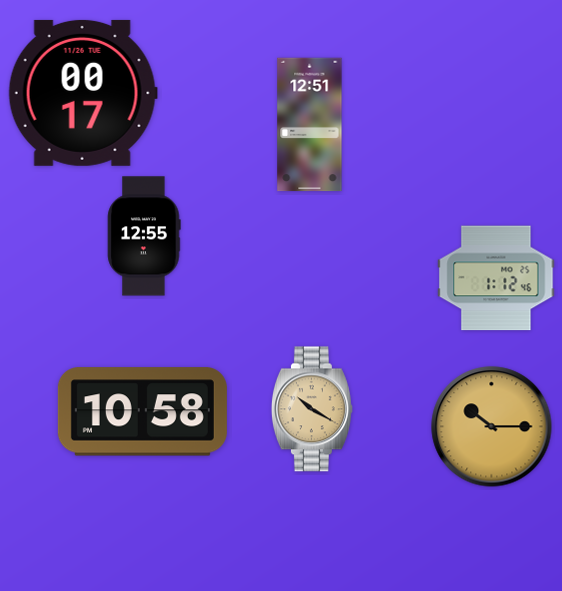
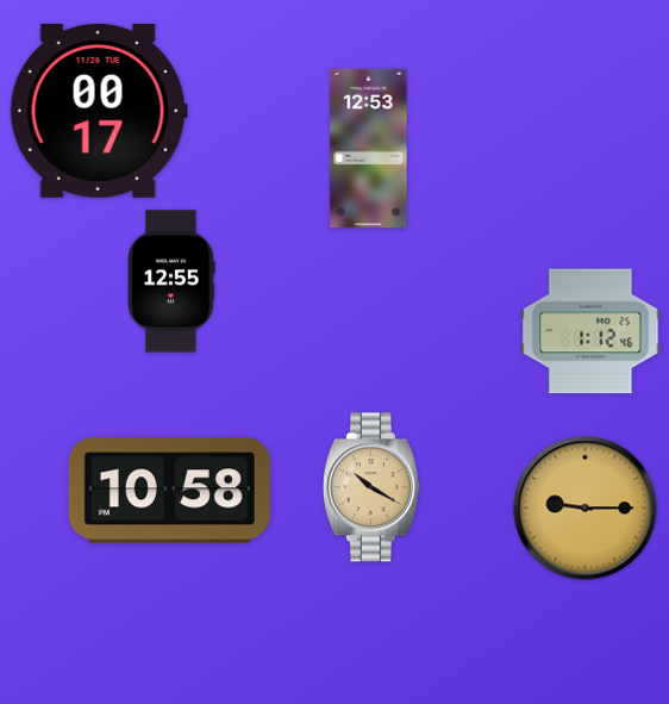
clock at (310, 125): 12:51 -> 12:53
clock at (492, 427): 10:15 -> 9:15
